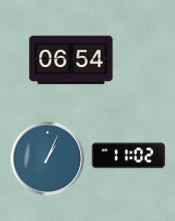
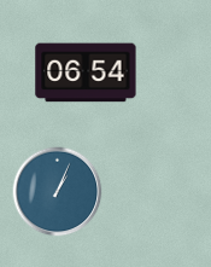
clock at (129, 156): 11:02 -> none
